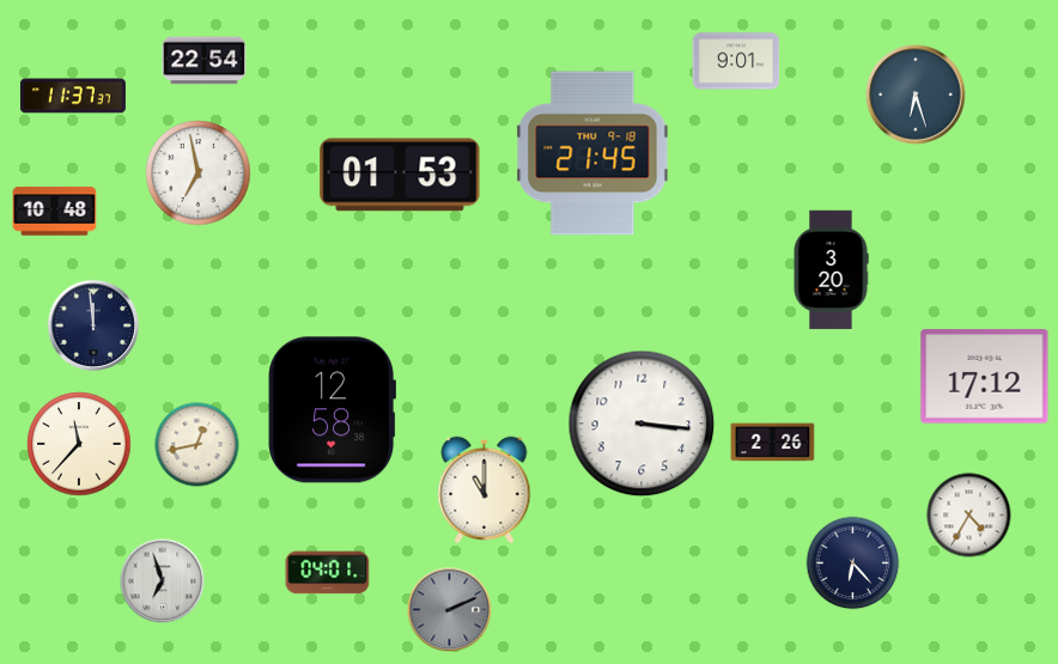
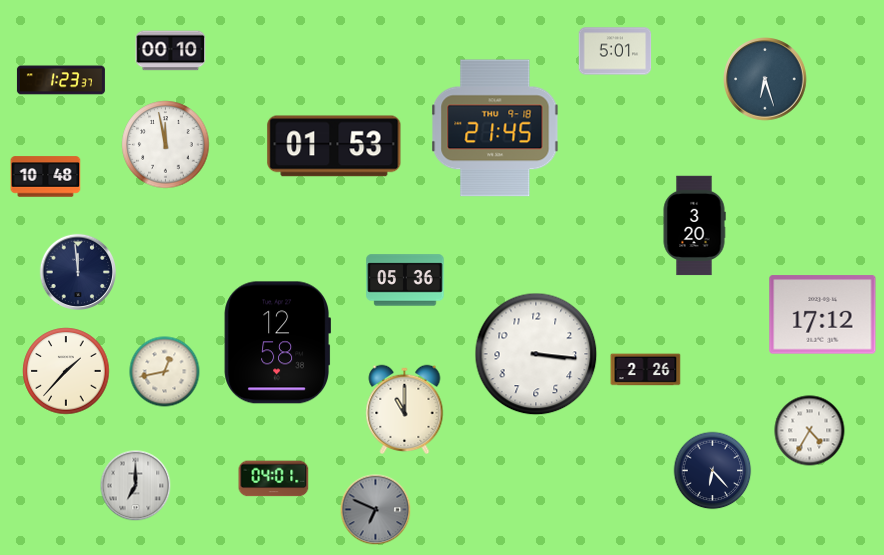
clock at (205, 61): 22:54 -> 00:10
clock at (736, 61): 9:01 -> 5:01
clock at (73, 96): 11:37 -> 1:23
clock at (199, 173): 6:58 -> 11:58
clock at (405, 280): none -> 05:36
clock at (79, 444): 11:37 -> 1:37
clock at (163, 581): 6:57 -> 7:00
clock at (450, 610): 2:11 -> 6:49
